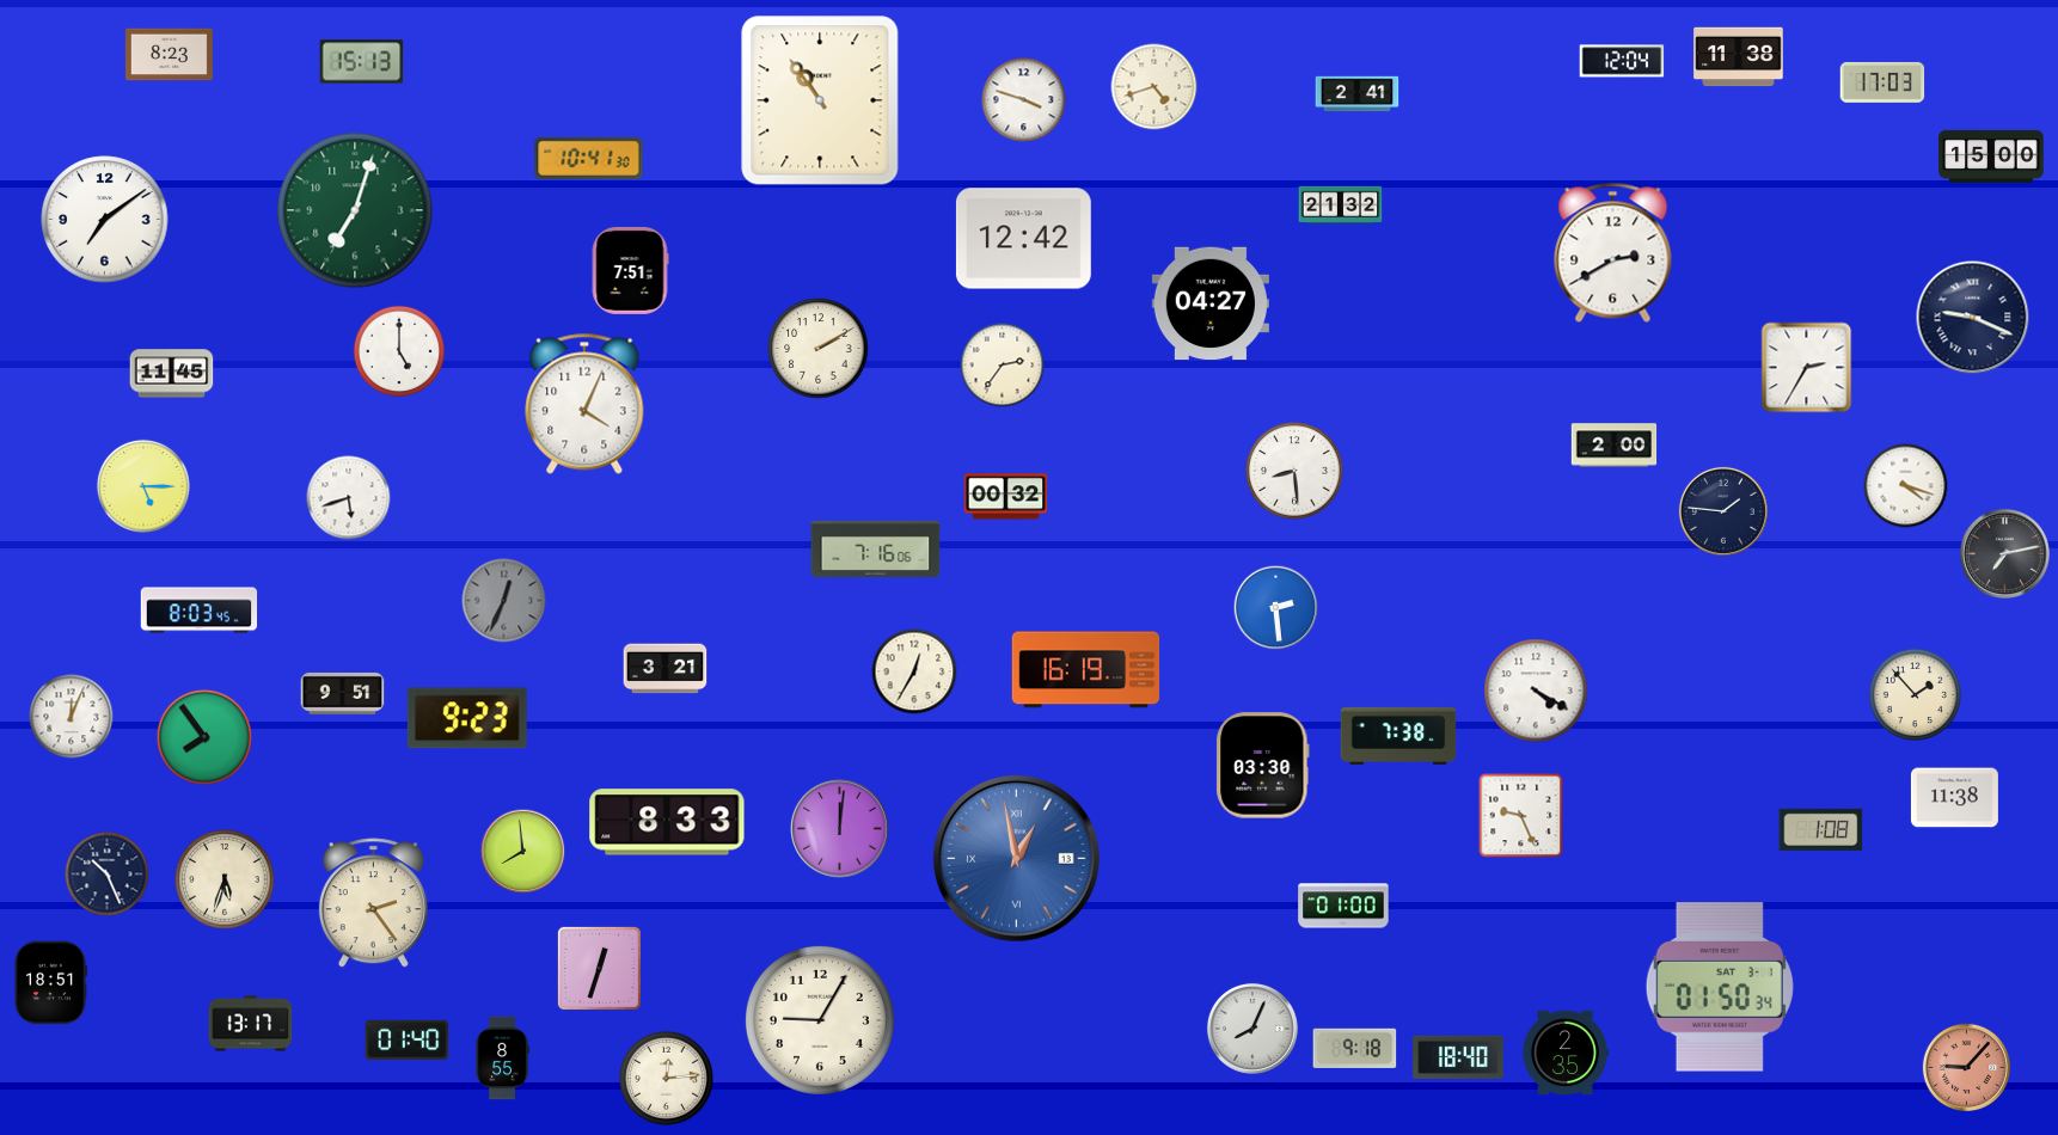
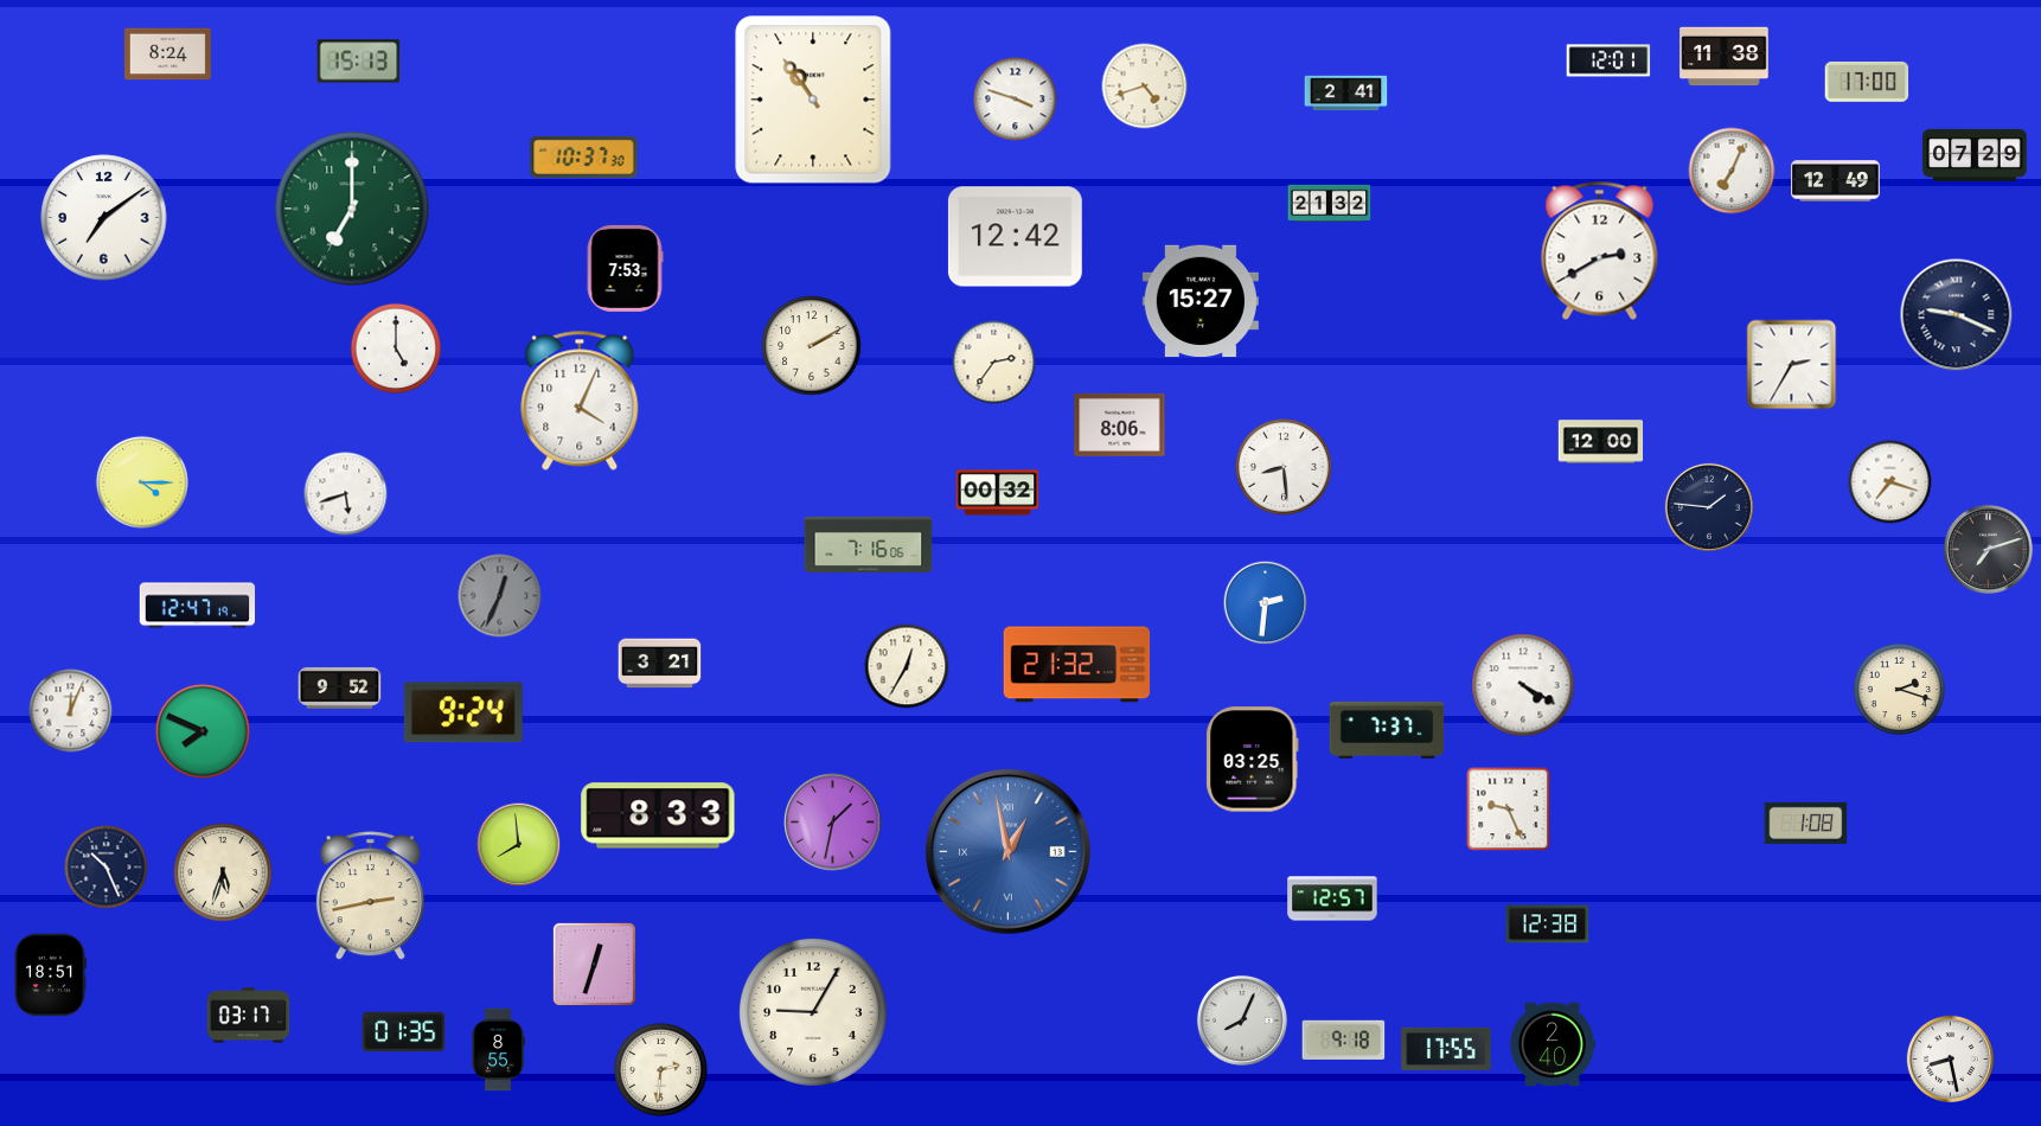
clock at (169, 55): 8:23 -> 8:24
clock at (1622, 61): 12:04 -> 12:01
clock at (1882, 82): 17:03 -> 17:00
clock at (1991, 157): 15:00 -> 07:29
clock at (589, 158): 10:41 -> 10:37
clock at (1732, 171): none -> 7:04
clock at (1836, 181): none -> 12:49
clock at (355, 210): 7:03 -> 7:00
clock at (630, 270): 7:51 -> 7:53
clock at (1211, 303): 04:27 -> 15:27
clock at (172, 374): 11:45 -> none
clock at (1120, 424): none -> 8:06
clock at (1615, 446): 2:00 -> 12:00
clock at (143, 486): 5:15 -> 4:15
clock at (1906, 486): 4:18 -> 7:18
clock at (2004, 553): 7:13 -> 7:12
clock at (1276, 608): 2:29 -> 2:31
clock at (200, 611): 8:03 -> 12:47
clock at (1086, 670): 16:19 -> 21:32
clock at (343, 693): 9:51 -> 9:52
clock at (1915, 694): 1:53 -> 2:18
clock at (467, 718): 9:23 -> 9:24
clock at (1398, 736): 7:38 -> 7:37
clock at (204, 737): 7:54 -> 7:49
clock at (1263, 766): 03:30 -> 03:25
clock at (1954, 798): 11:38 -> none
clock at (667, 822) position: (667, 822) -> (658, 815)
clock at (840, 829): 12:01 -> 1:32
clock at (373, 903): 2:24 -> 2:43
clock at (1343, 906): 01:00 -> 12:57
clock at (1548, 925): none -> 12:38
clock at (599, 968) position: (599, 968) -> (594, 964)
clock at (1720, 987): 01:50 -> none
clock at (251, 1024): 13:17 -> 03:17
clock at (408, 1041): 01:40 -> 01:35
clock at (1566, 1053): 2:35 -> 2:40
clock at (1458, 1057): 18:40 -> 17:55
clock at (1966, 1067): 9:07 -> 8:28
clock at (1966, 1067) dial: salmon -> white
clock at (666, 1078): 12:14 -> 2:31
